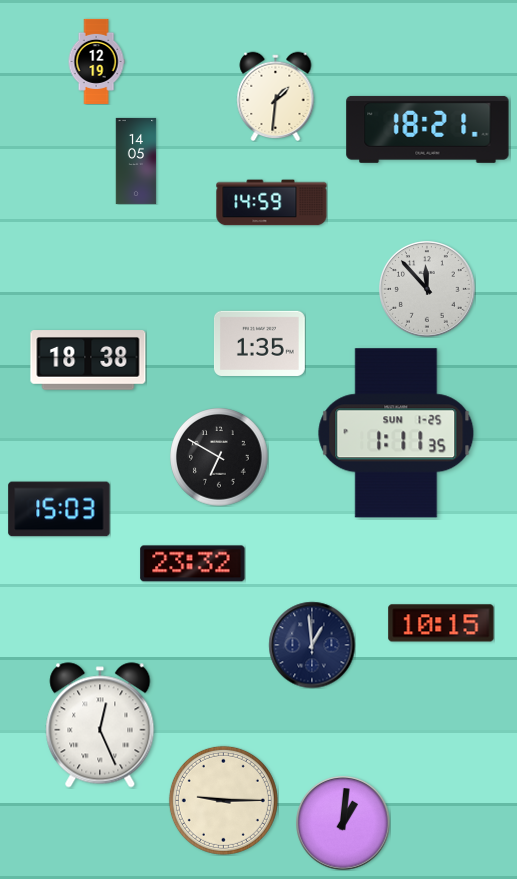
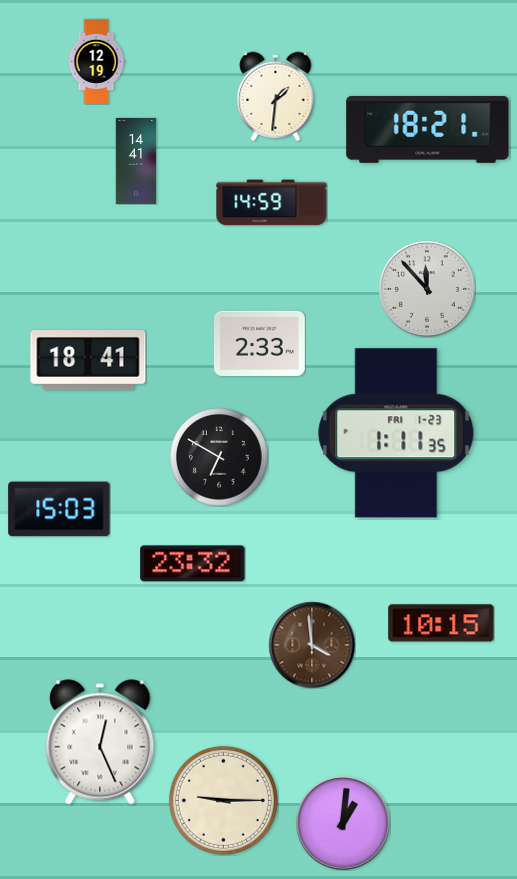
clock at (136, 161): 14:05 -> 14:41
clock at (259, 343): 1:35 -> 2:33
clock at (88, 360): 18:38 -> 18:41
clock at (396, 433) date: SUN 1-25 -> FRI 1-23
clock at (312, 645): 12:59 -> 3:59
clock at (312, 645) dial: navy -> brown
clock at (100, 725) position: (100, 725) -> (100, 742)
